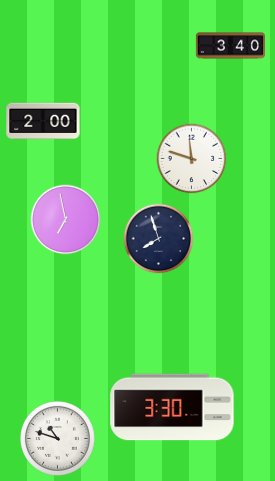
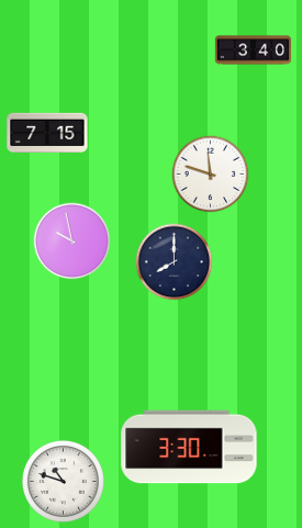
clock at (43, 120): 2:00 -> 7:15
clock at (66, 220): 6:58 -> 9:58
clock at (159, 239): 7:57 -> 8:00
